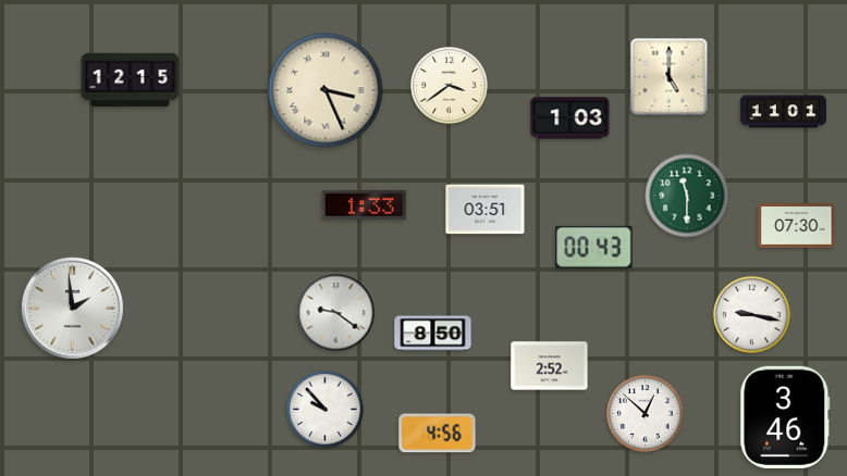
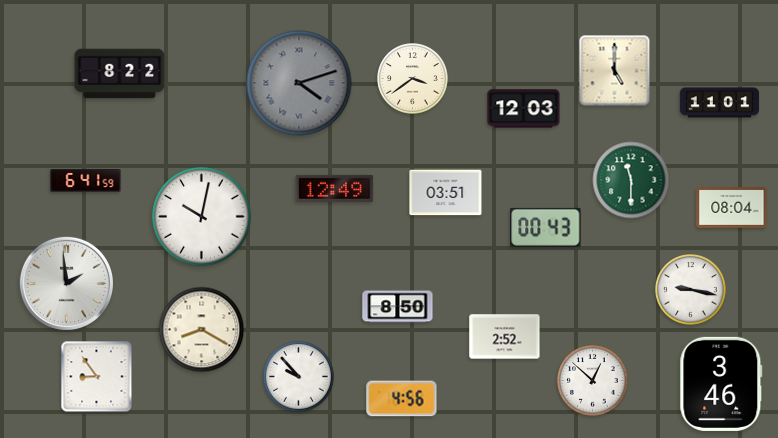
clock at (131, 80): 12:15 -> 8:22
clock at (326, 90): 3:26 -> 4:12
clock at (326, 90) dial: cream -> grey
clock at (570, 118): 1:03 -> 12:03
clock at (86, 181): none -> 6:41
clock at (365, 204): 1:33 -> 12:49
clock at (797, 226): 07:30 -> 08:04
clock at (202, 217): none -> 10:02
clock at (336, 313): 9:21 -> none
clock at (202, 330): none -> 8:20
clock at (97, 377): none -> 8:54
